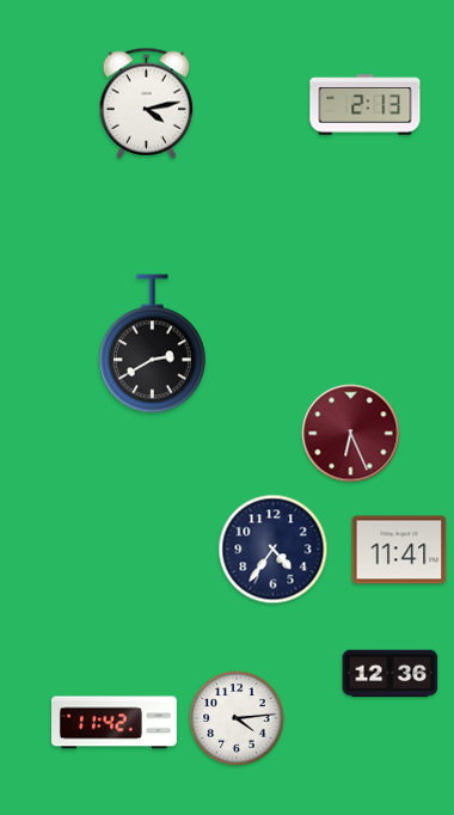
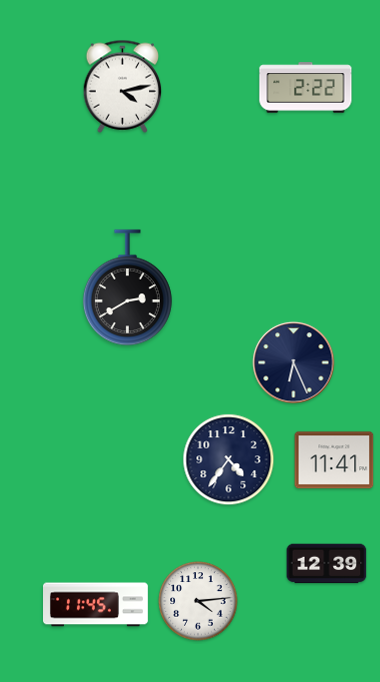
clock at (366, 105): 2:13 -> 2:22
clock at (351, 434) dial: burgundy -> navy
clock at (391, 674): 12:36 -> 12:39
clock at (115, 723): 11:42 -> 11:45
